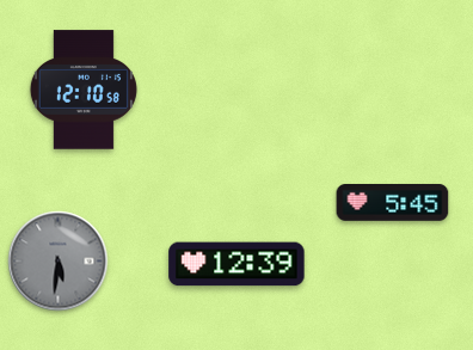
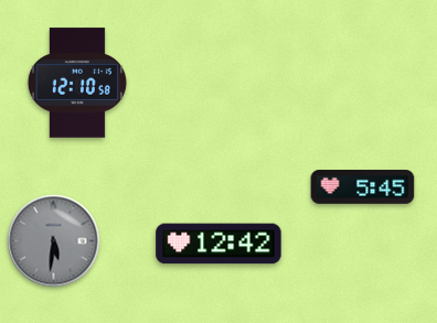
clock at (236, 264): 12:39 -> 12:42
